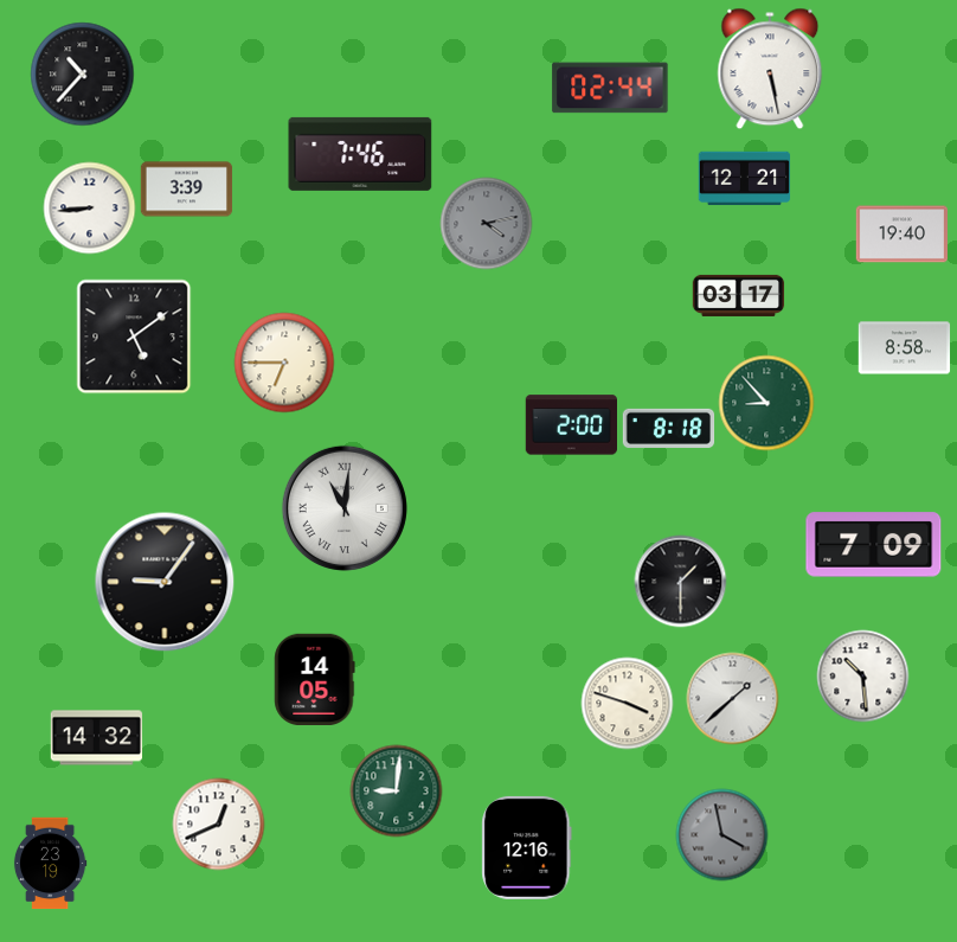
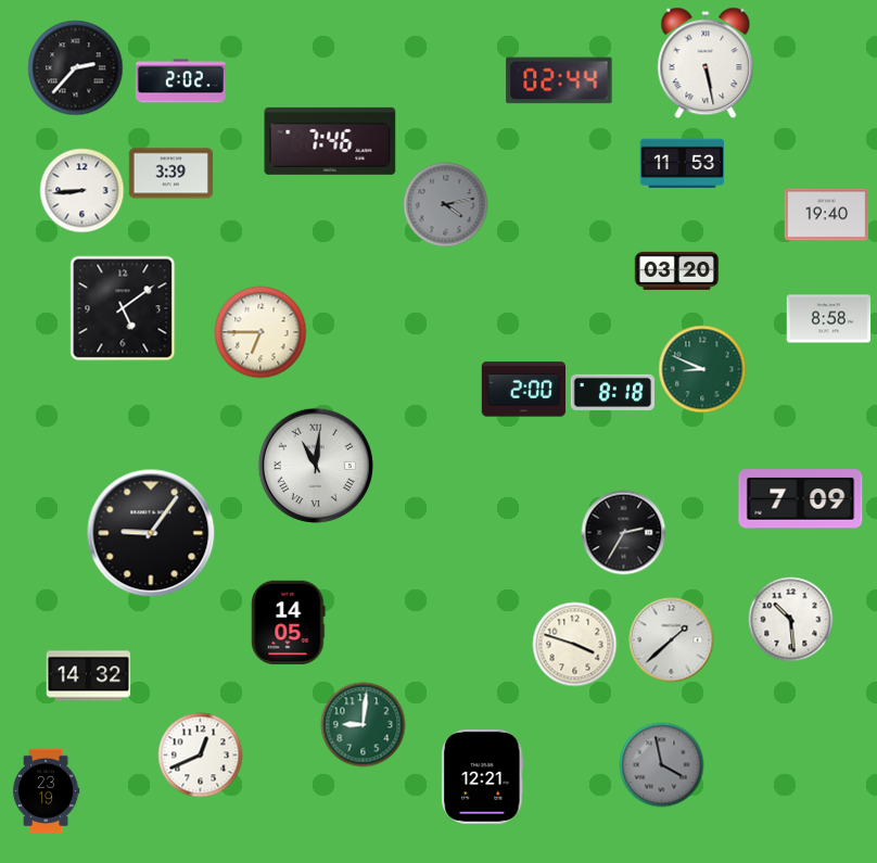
clock at (82, 73): 10:37 -> 2:37
clock at (180, 81): none -> 2:02
clock at (744, 179): 12:21 -> 11:53
clock at (738, 295): 03:17 -> 03:20
clock at (766, 403): 8:53 -> 8:49
clock at (680, 581): 1:30 -> 2:35
clock at (527, 847): 12:16 -> 12:21
